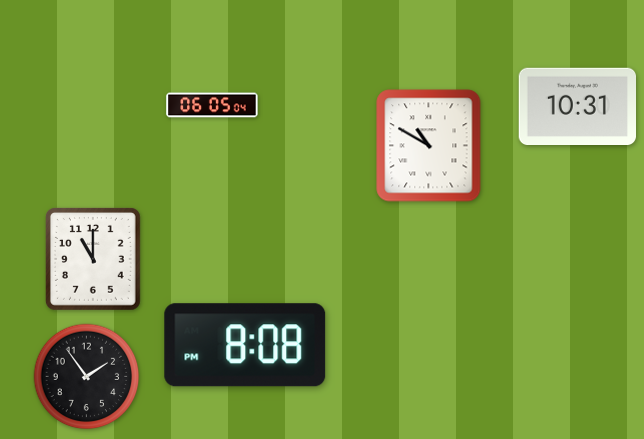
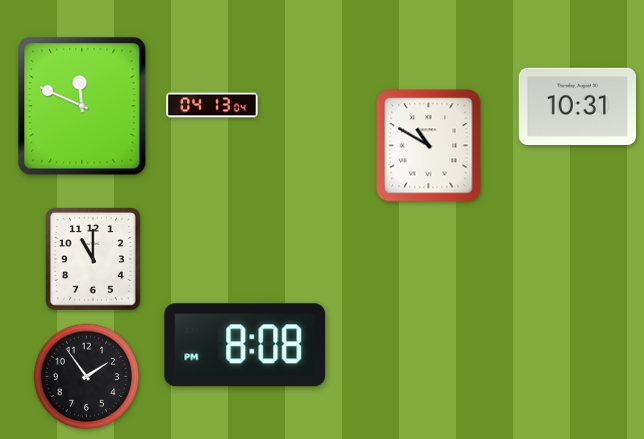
clock at (212, 105): 06:05 -> 04:13
clock at (82, 106): none -> 11:49
